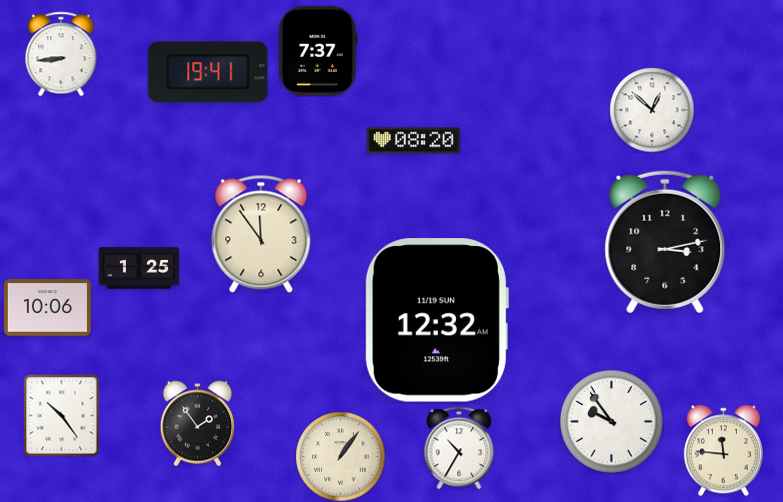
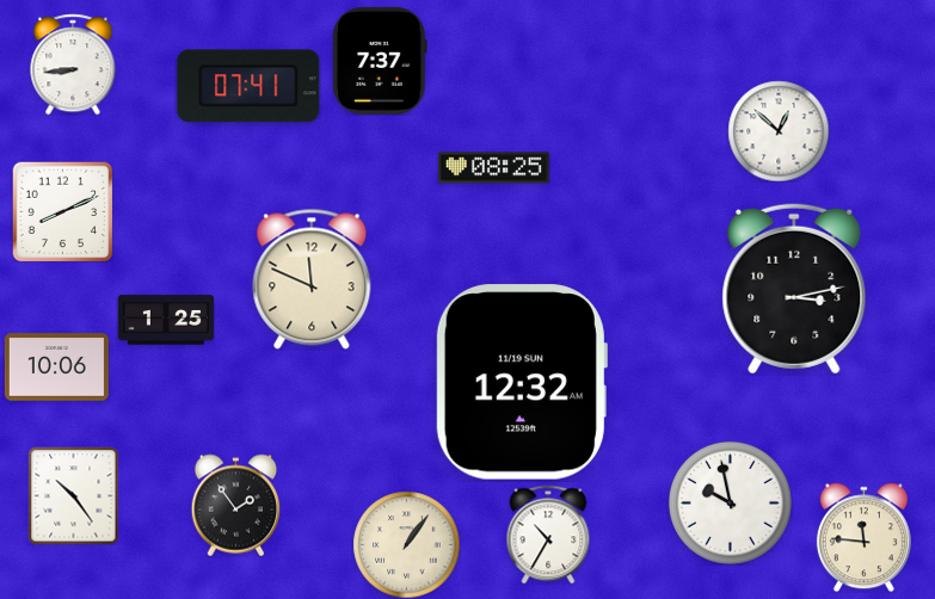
clock at (208, 72): 19:41 -> 07:41
clock at (413, 141): 08:20 -> 08:25
clock at (62, 211): none -> 8:11
clock at (261, 234): 11:54 -> 11:49
clock at (611, 421): 9:54 -> 9:58
